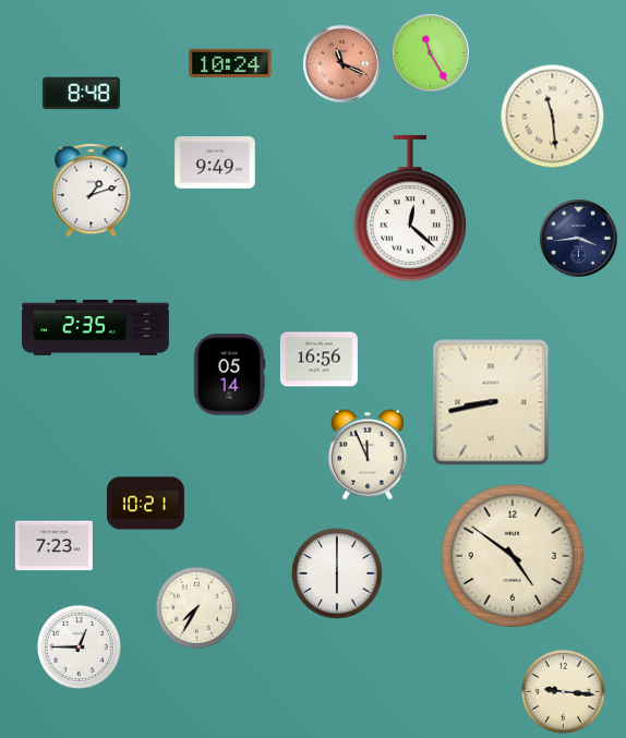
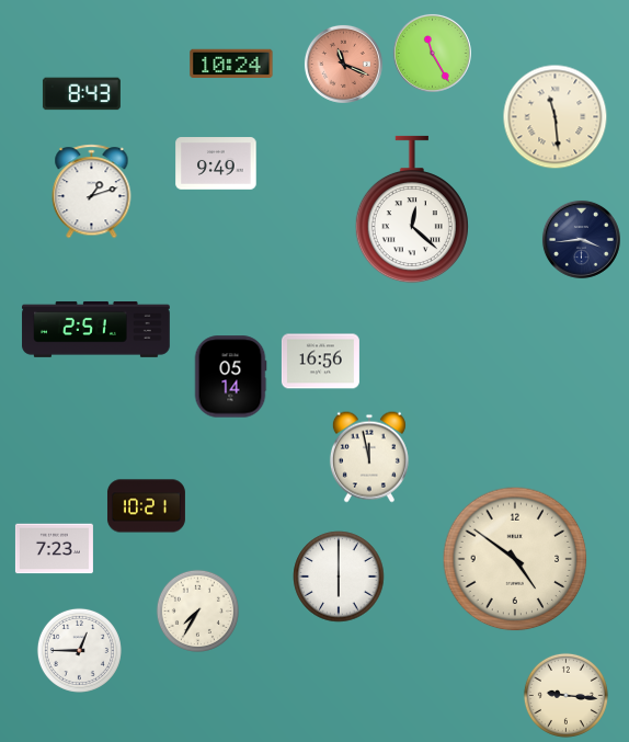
clock at (81, 94): 8:48 -> 8:43
clock at (96, 327): 2:35 -> 2:51
clock at (491, 402): 8:43 -> none
clock at (368, 455): 11:56 -> 11:58
